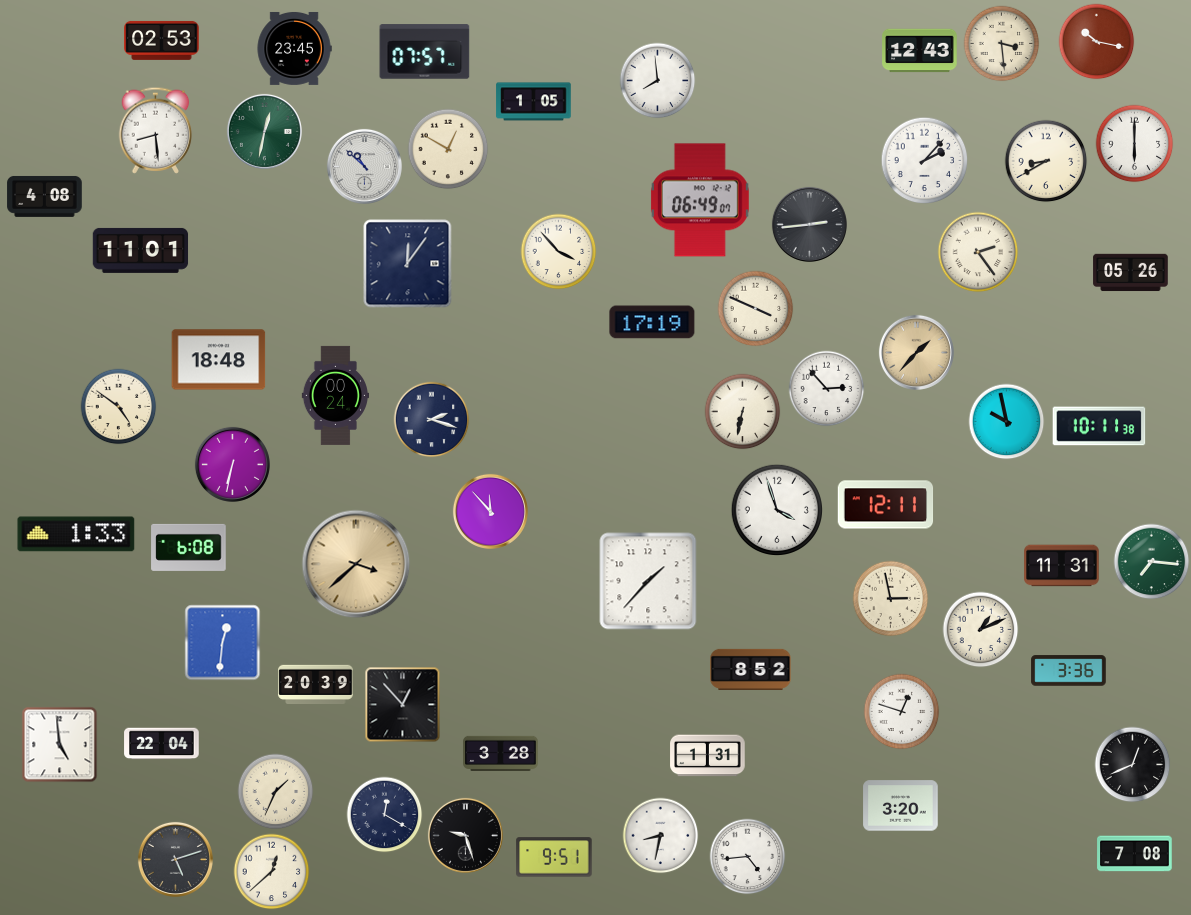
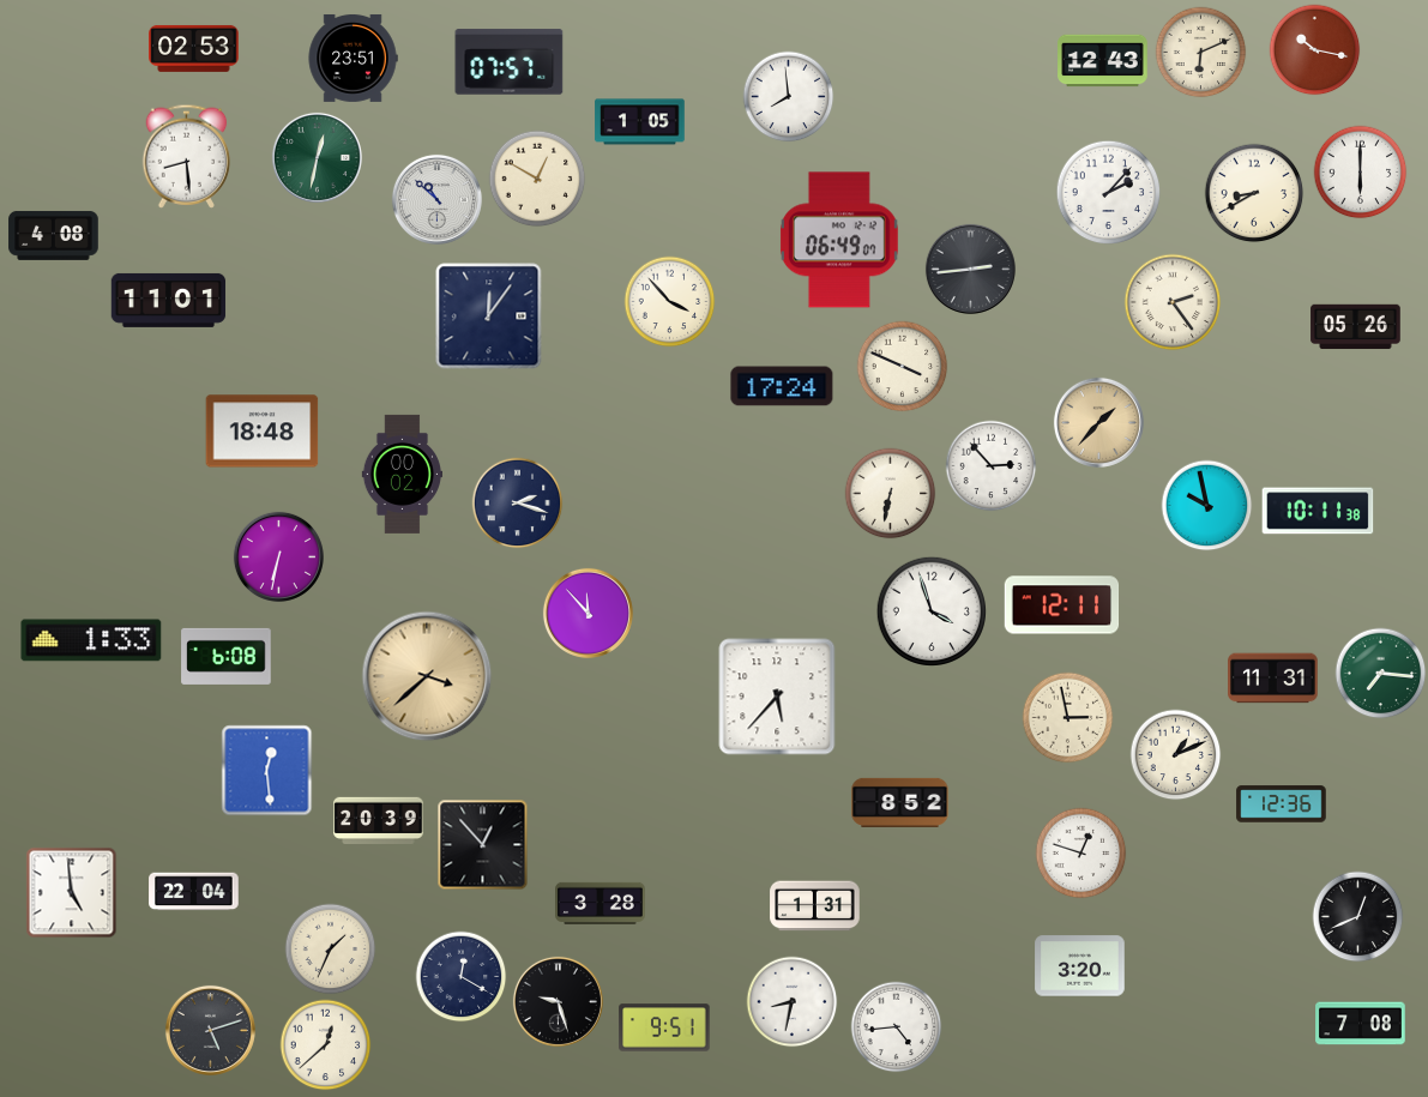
clock at (1002, 44): 3:29 -> 6:11
clock at (294, 48): 23:45 -> 23:51
clock at (756, 309) position: (756, 309) -> (903, 367)
clock at (652, 322): 17:19 -> 17:24
clock at (335, 395): 00:24 -> 00:02
clock at (119, 407): 4:51 -> none
clock at (648, 581): 1:37 -> 5:37
clock at (223, 643): 12:31 -> 12:29
clock at (1069, 671): 3:36 -> 12:36
clock at (708, 756) position: (708, 756) -> (815, 906)
